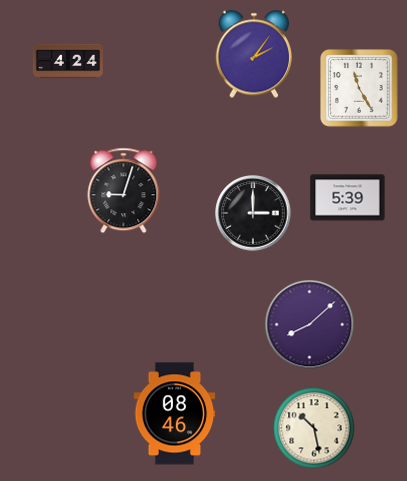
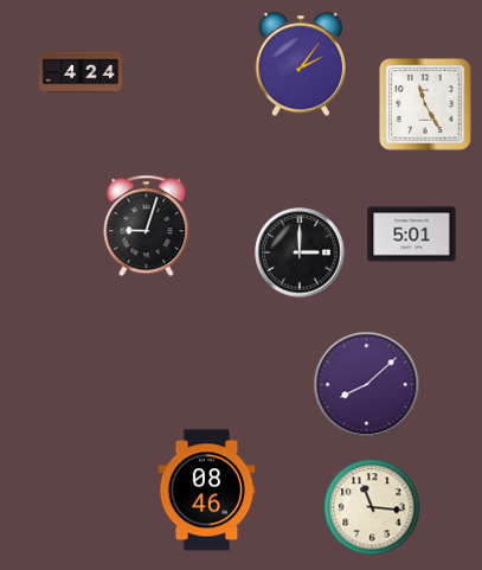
clock at (348, 198): 5:39 -> 5:01
clock at (314, 428): 10:28 -> 11:16
